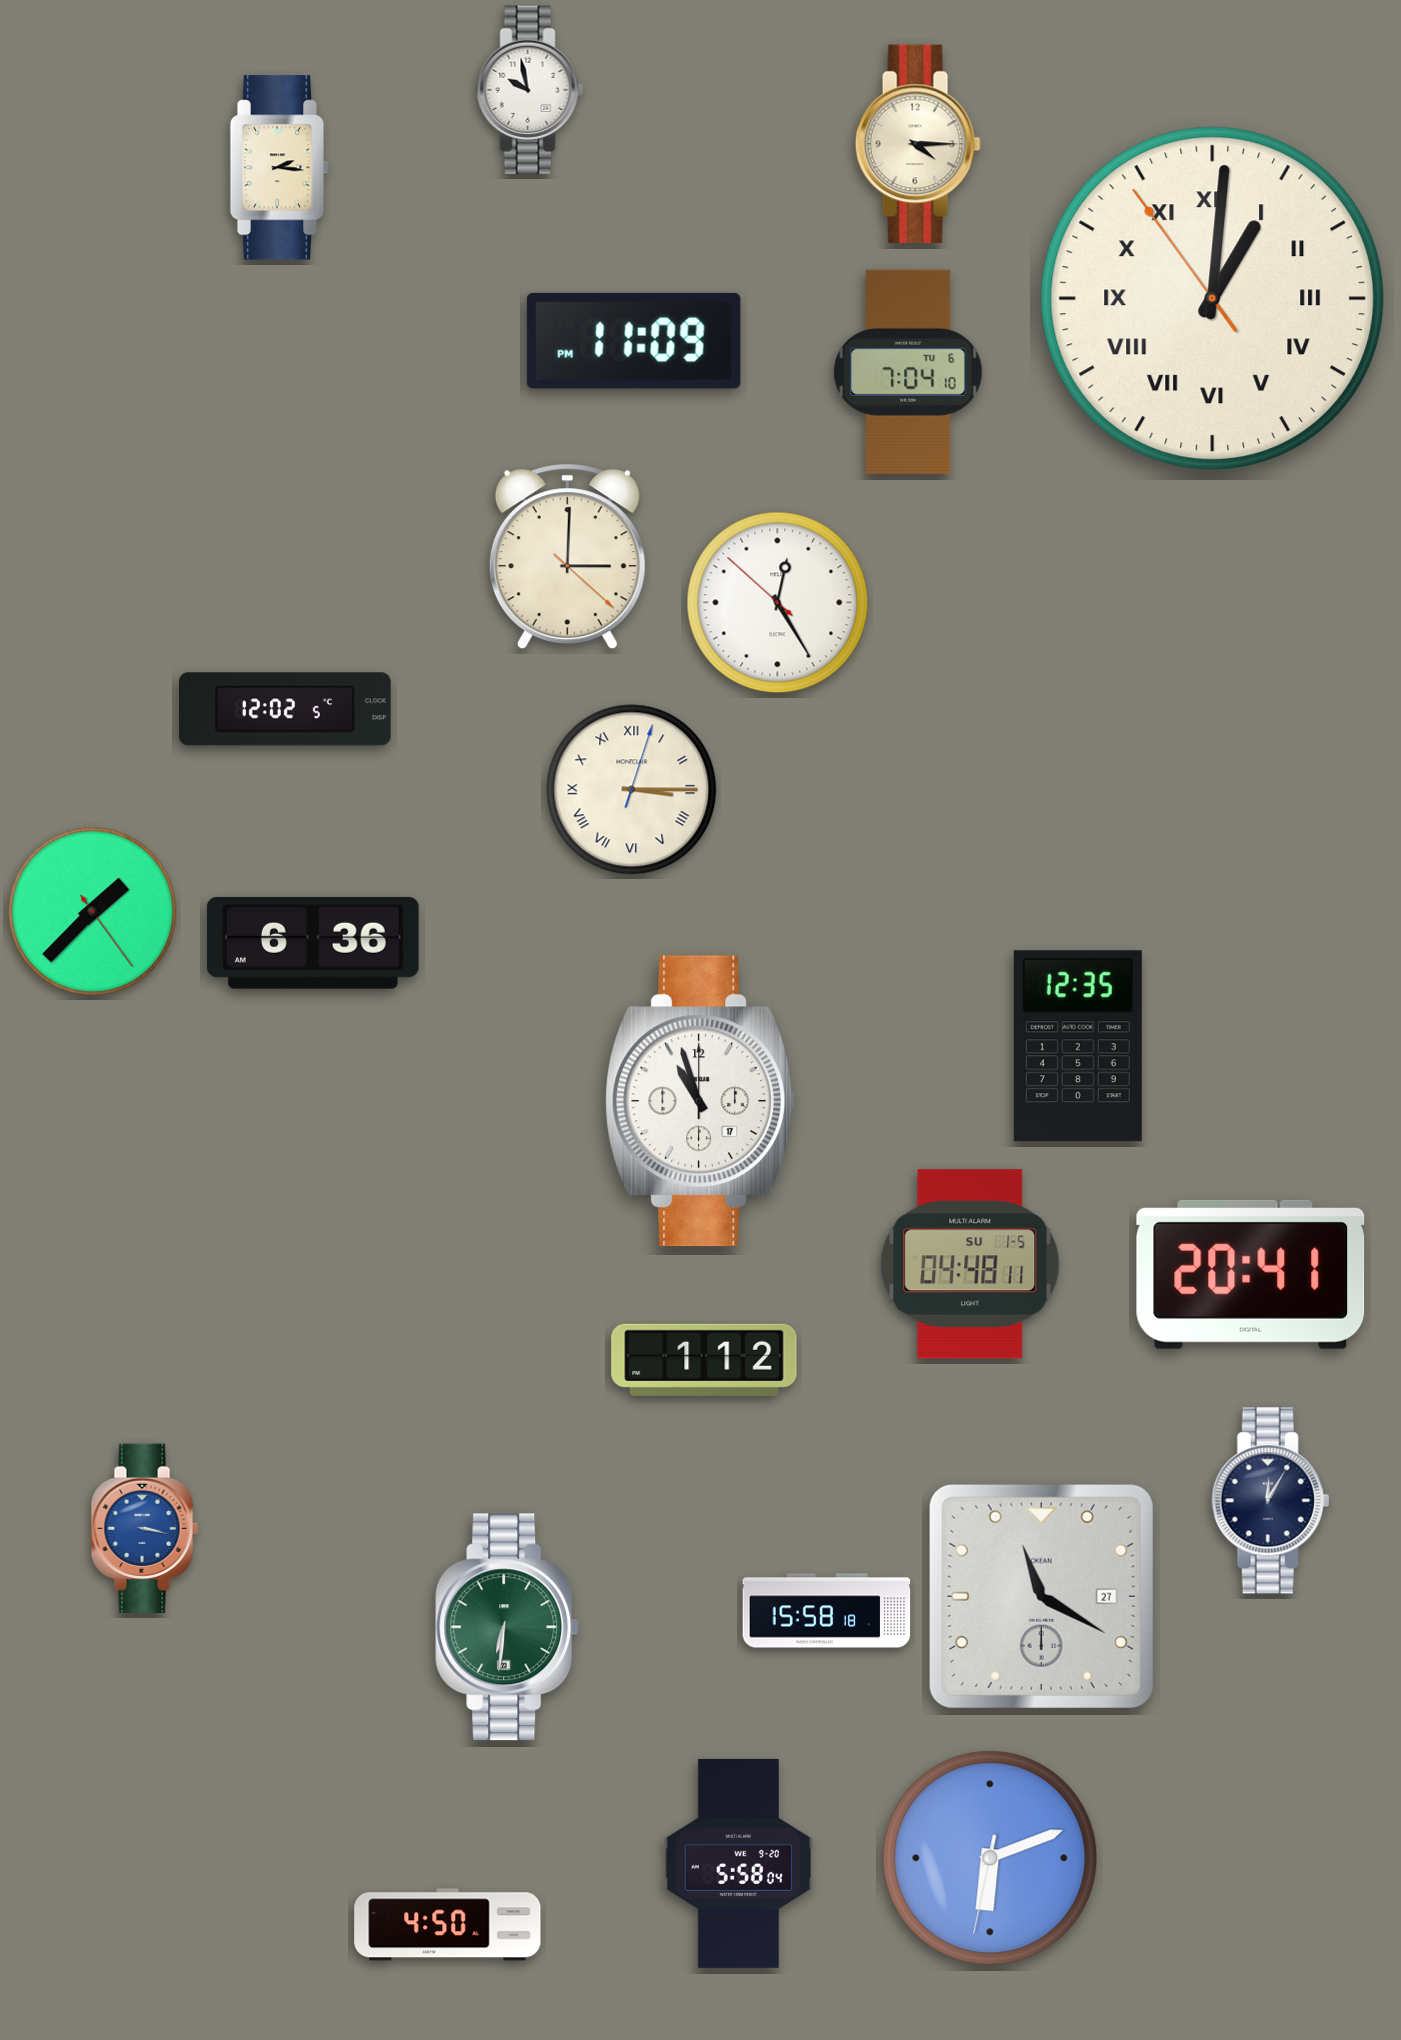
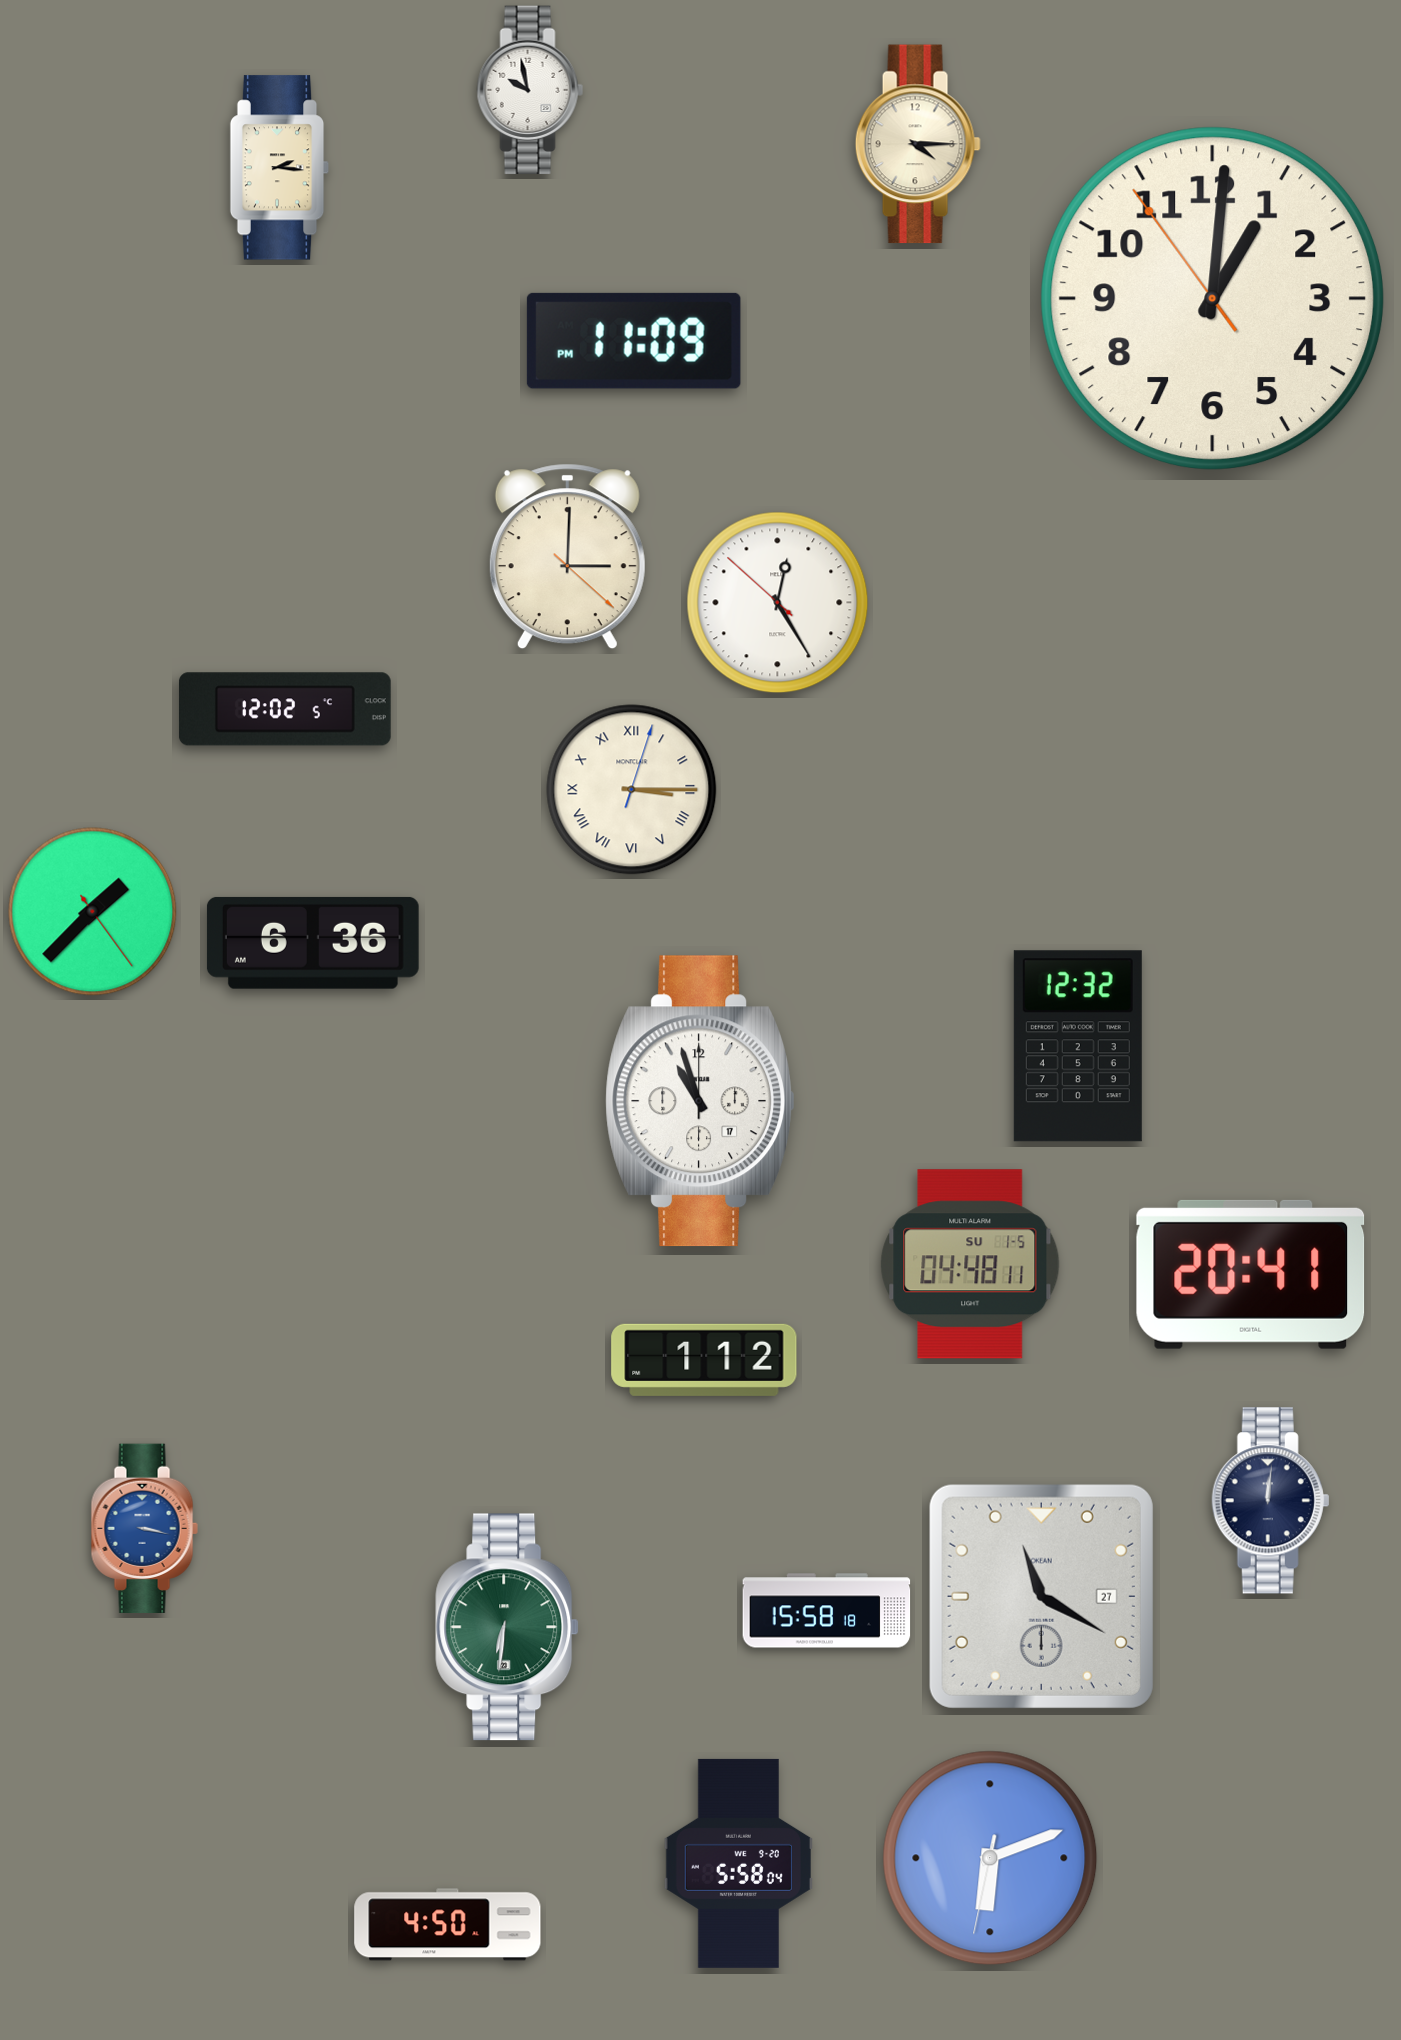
clock at (1213, 299) numerals: Roman -> Arabic
clock at (908, 372): 7:04 -> none
clock at (1078, 1046): 12:35 -> 12:32
clock at (1271, 1501): 12:05 -> 12:01
